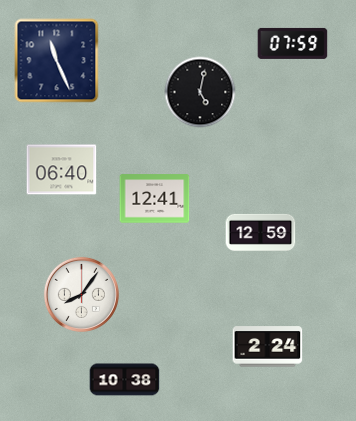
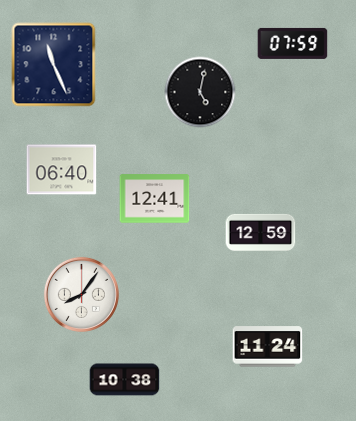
clock at (57, 61) position: (57, 61) -> (54, 65)
clock at (268, 347): 2:24 -> 11:24
